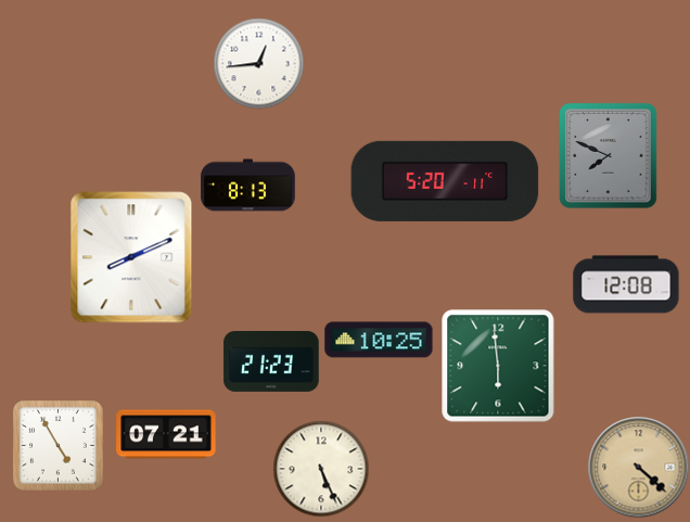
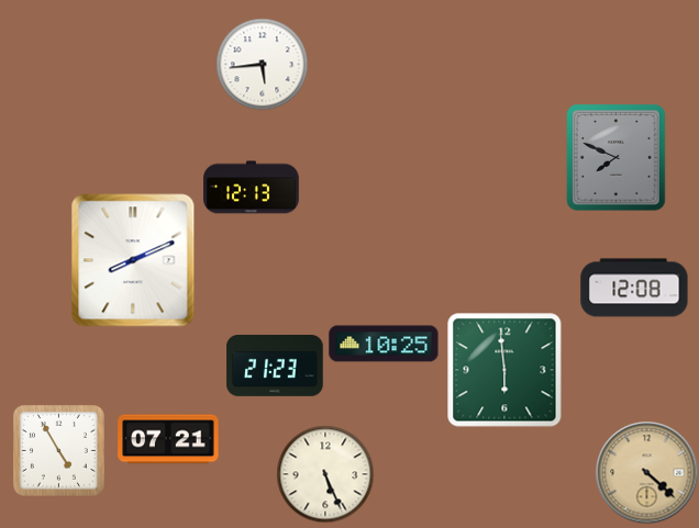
clock at (258, 63): 12:44 -> 5:44
clock at (445, 181): 5:20 -> none
clock at (248, 186): 8:13 -> 12:13
